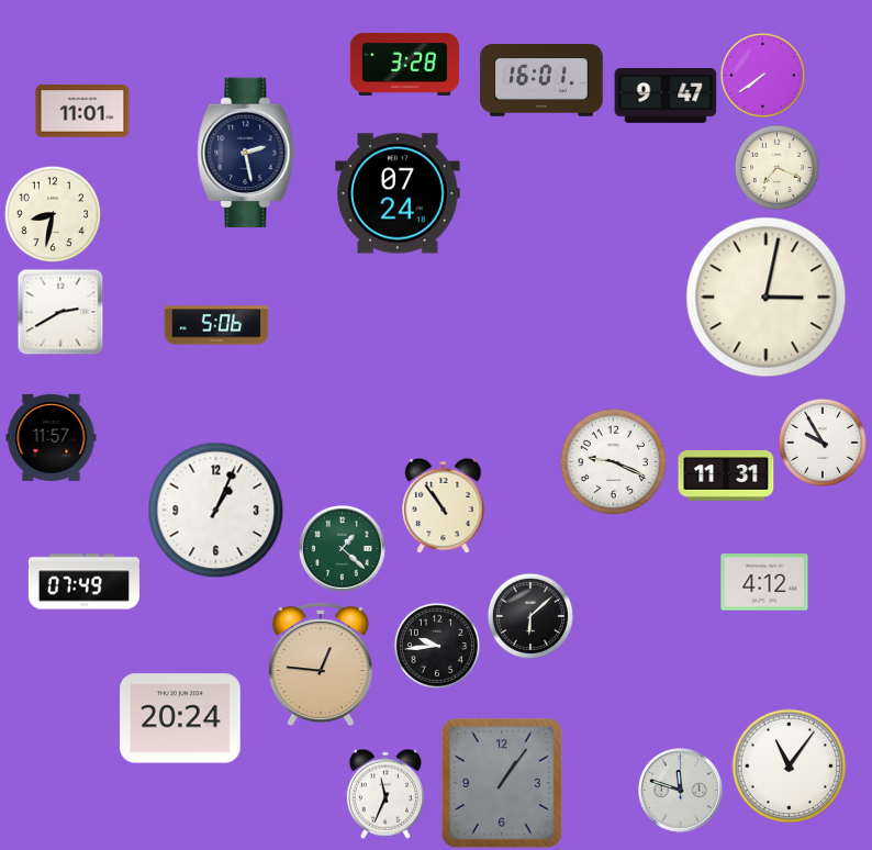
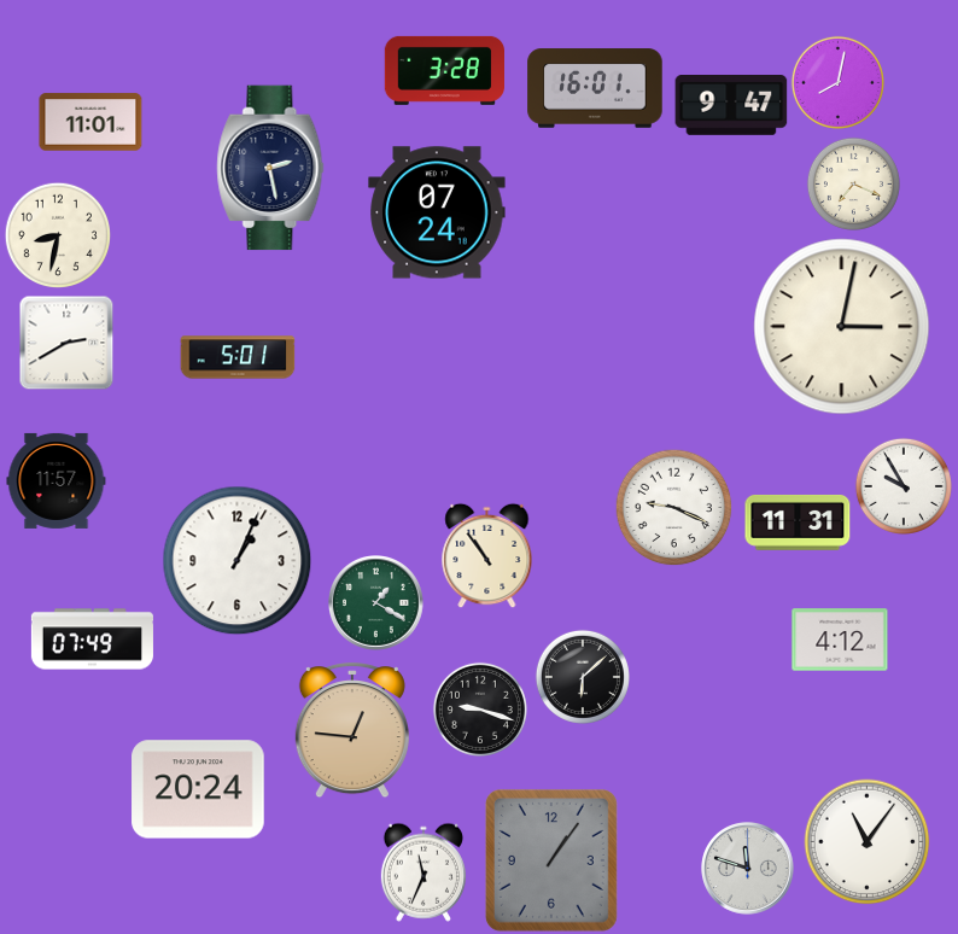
clock at (762, 75): 7:39 -> 8:02
clock at (216, 325): 5:06 -> 5:01
clock at (343, 549): 1:22 -> 1:20
clock at (437, 646): 9:44 -> 9:18
